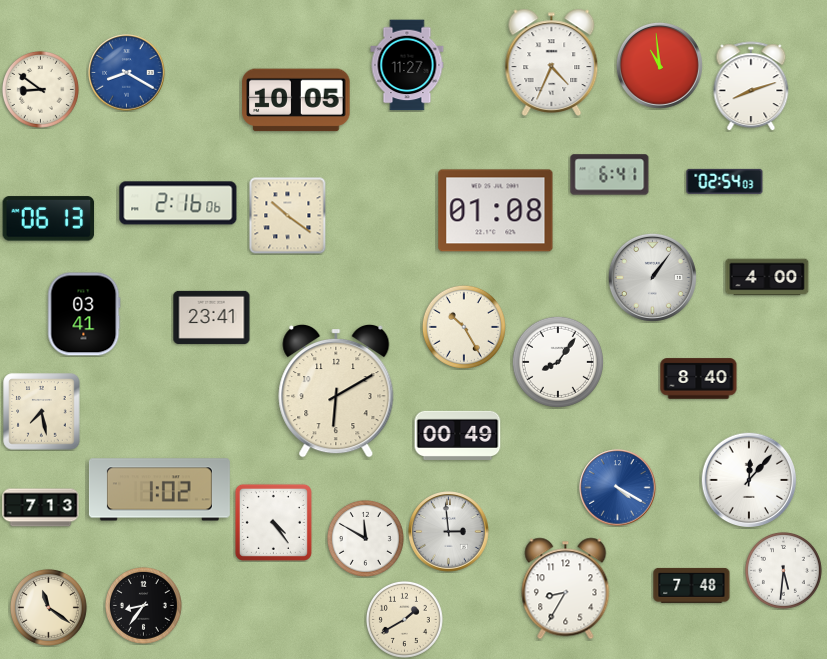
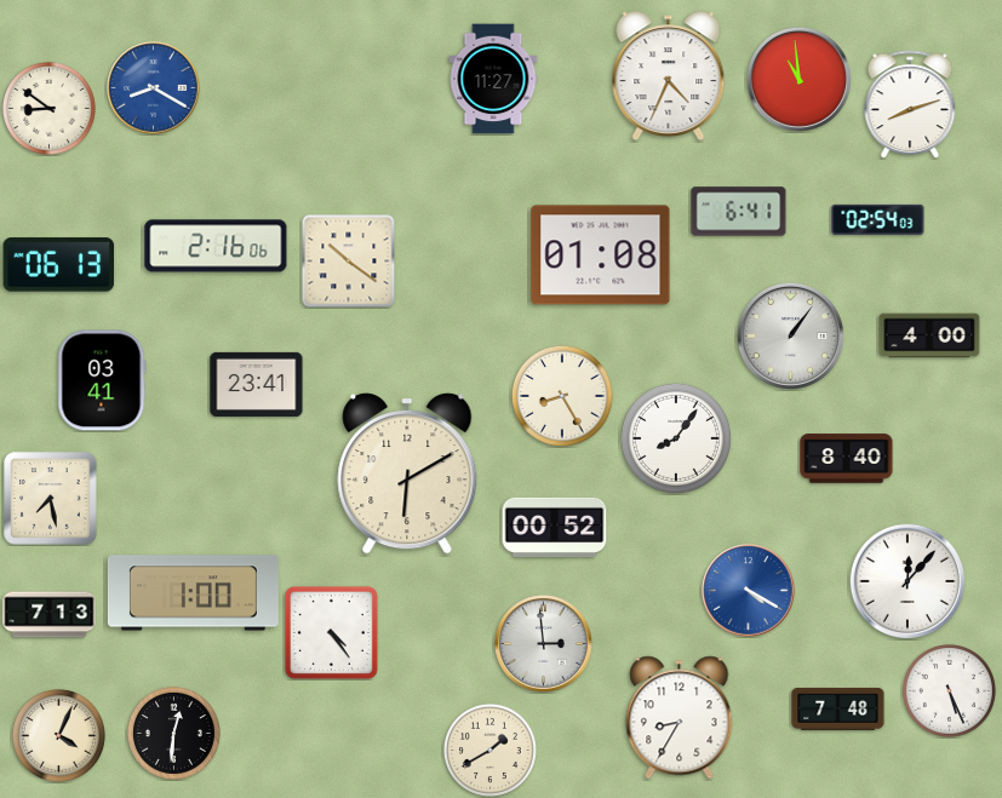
clock at (296, 100): 10:05 -> none
clock at (464, 327): 10:25 -> 8:25
clock at (458, 435): 00:49 -> 00:52
clock at (159, 490): 1:02 -> 1:00
clock at (365, 538): 11:50 -> none
clock at (783, 570): 5:31 -> 5:26
clock at (566, 589) position: (566, 589) -> (680, 718)
clock at (143, 605): 8:36 -> 12:31
clock at (48, 607): 11:21 -> 4:04
